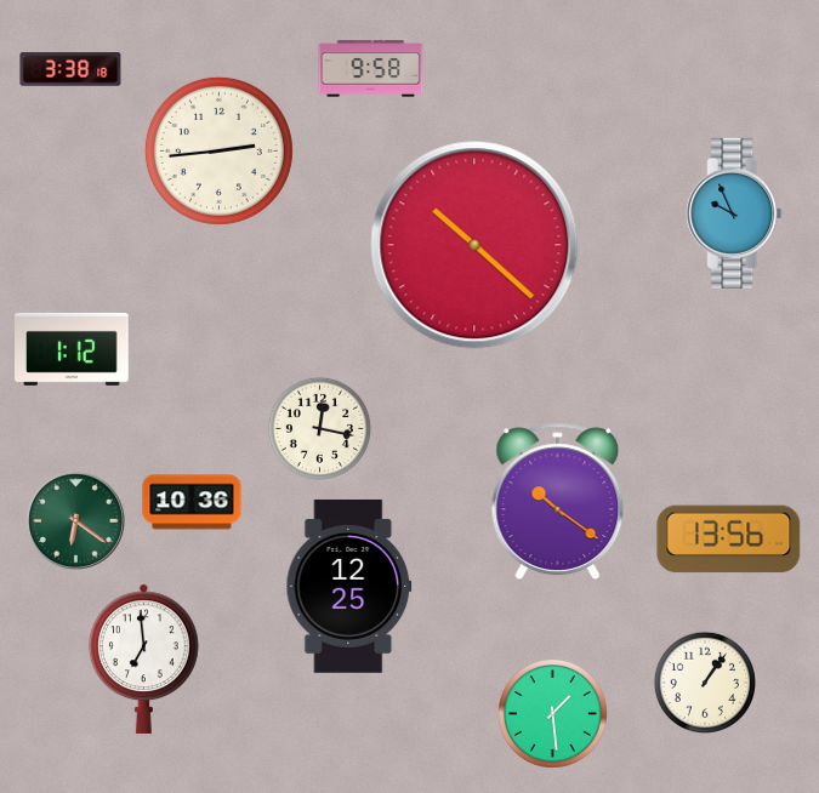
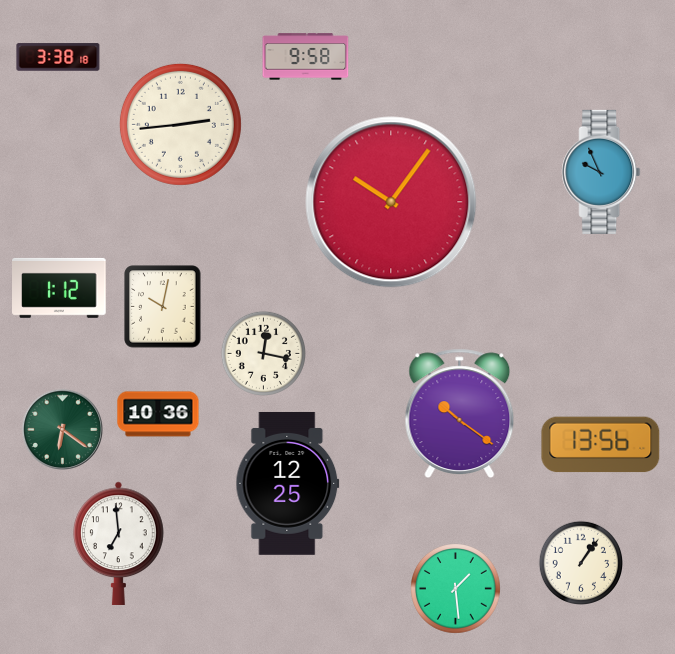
clock at (734, 213) position: (734, 213) -> (601, 172)
clock at (474, 245): 10:22 -> 10:06
clock at (163, 307): none -> 10:02
